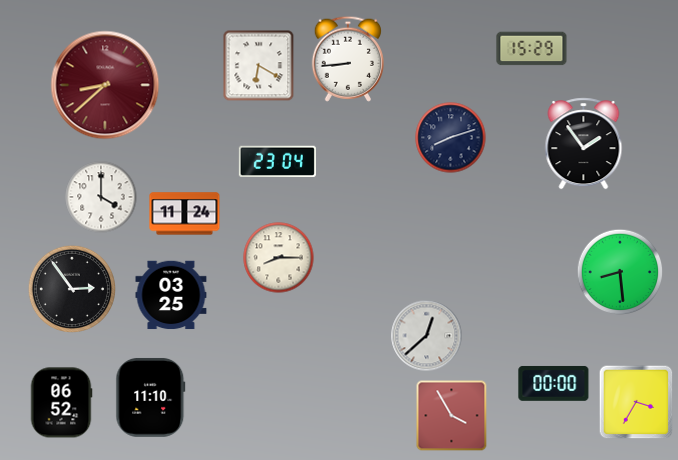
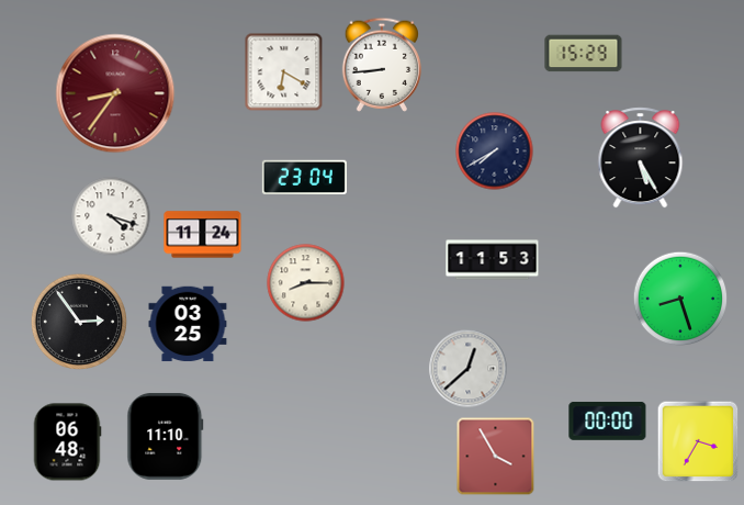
clock at (105, 85): 8:38 -> 8:36
clock at (451, 138): 8:12 -> 7:40
clock at (584, 144): 1:54 -> 5:25
clock at (101, 197): 4:00 -> 4:18
clock at (493, 260): none -> 11:53
clock at (620, 272): 8:29 -> 8:27
clock at (72, 289) position: (72, 289) -> (79, 322)
clock at (61, 403): 06:52 -> 06:48
